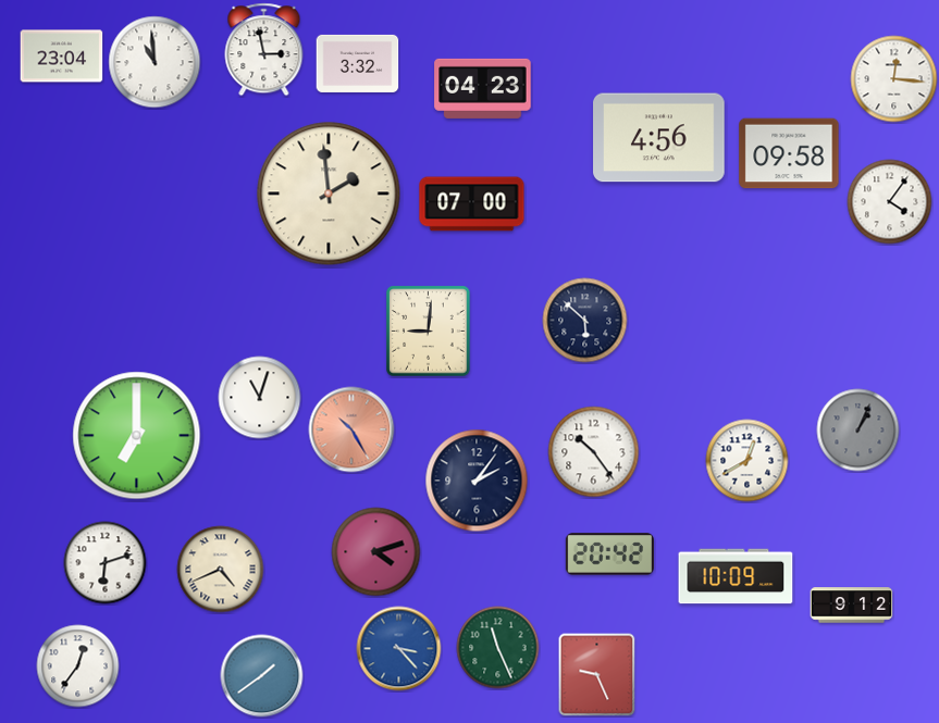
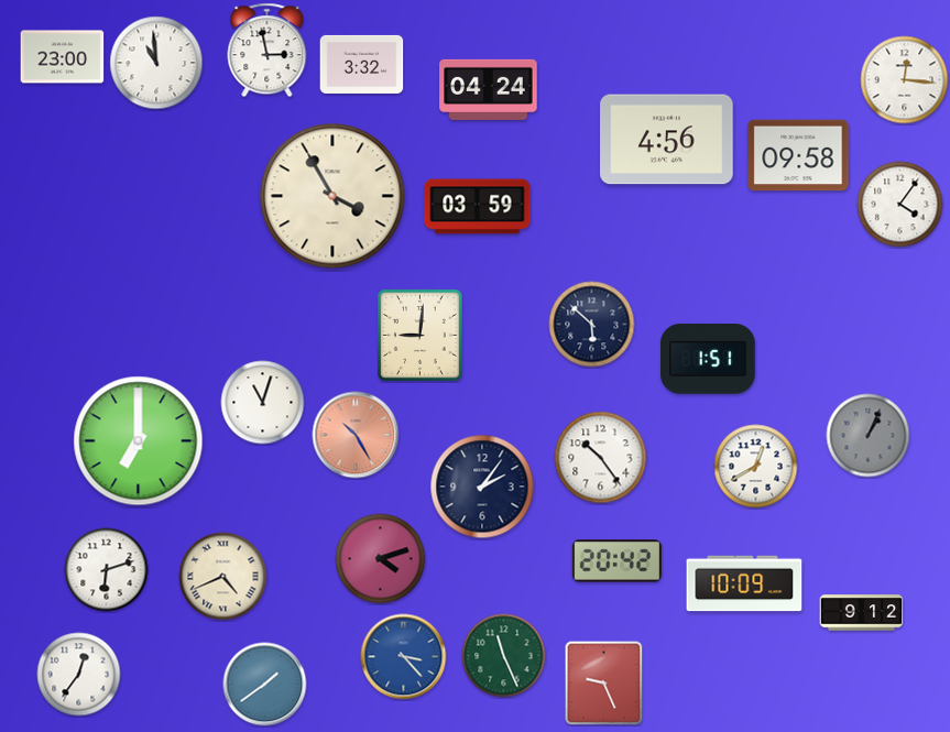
clock at (62, 57): 23:04 -> 23:00
clock at (483, 88): 04:23 -> 04:24
clock at (329, 194): 1:59 -> 3:55
clock at (472, 204): 07:00 -> 03:59
clock at (429, 332) position: (429, 332) -> (421, 336)
clock at (708, 359): none -> 1:51
